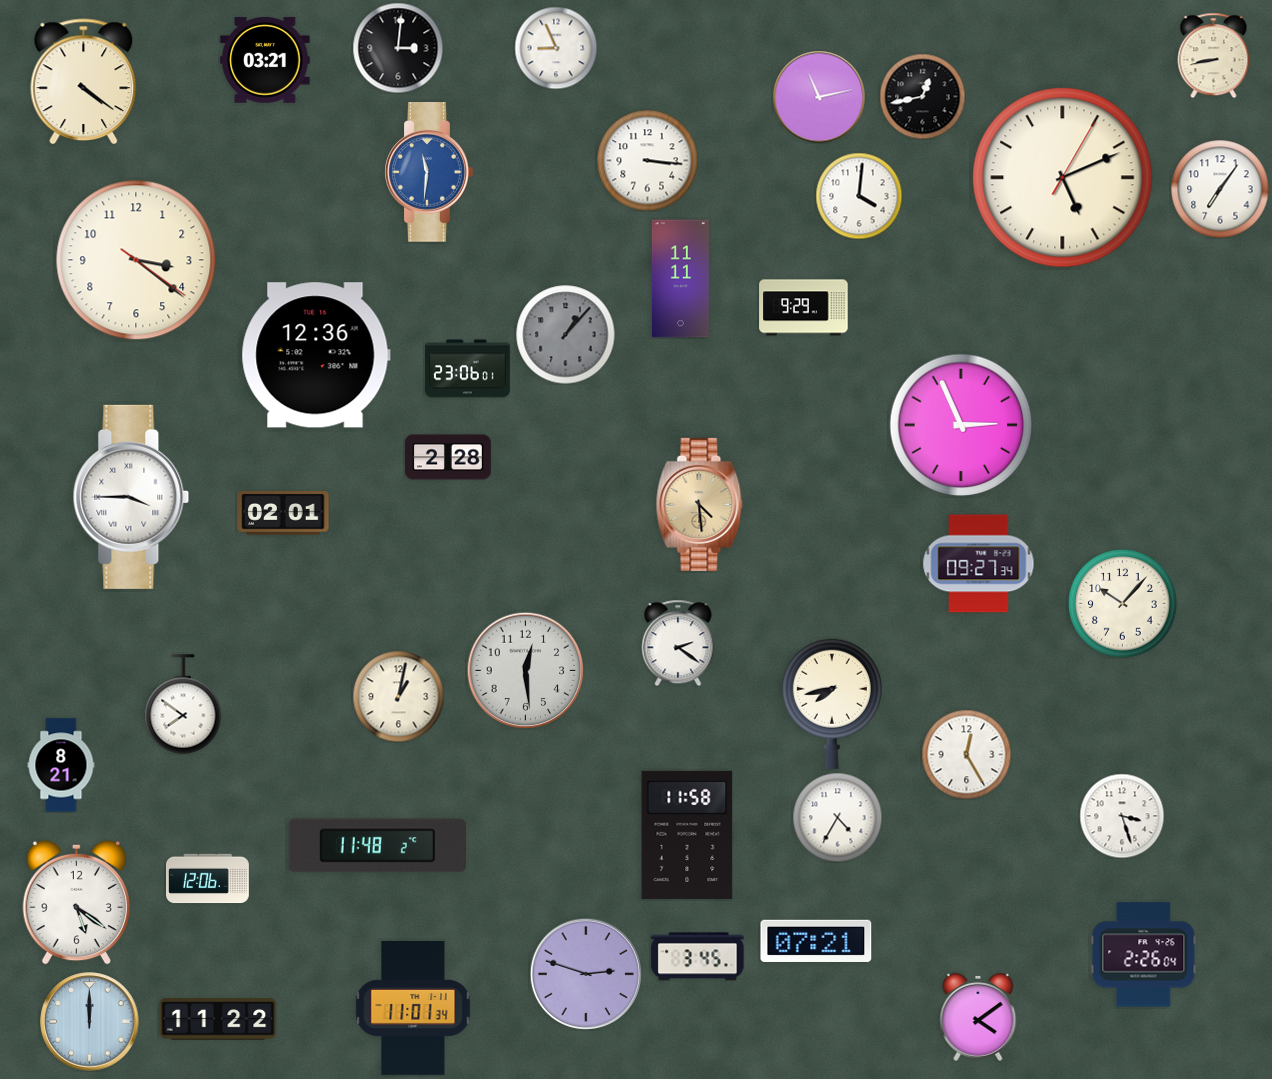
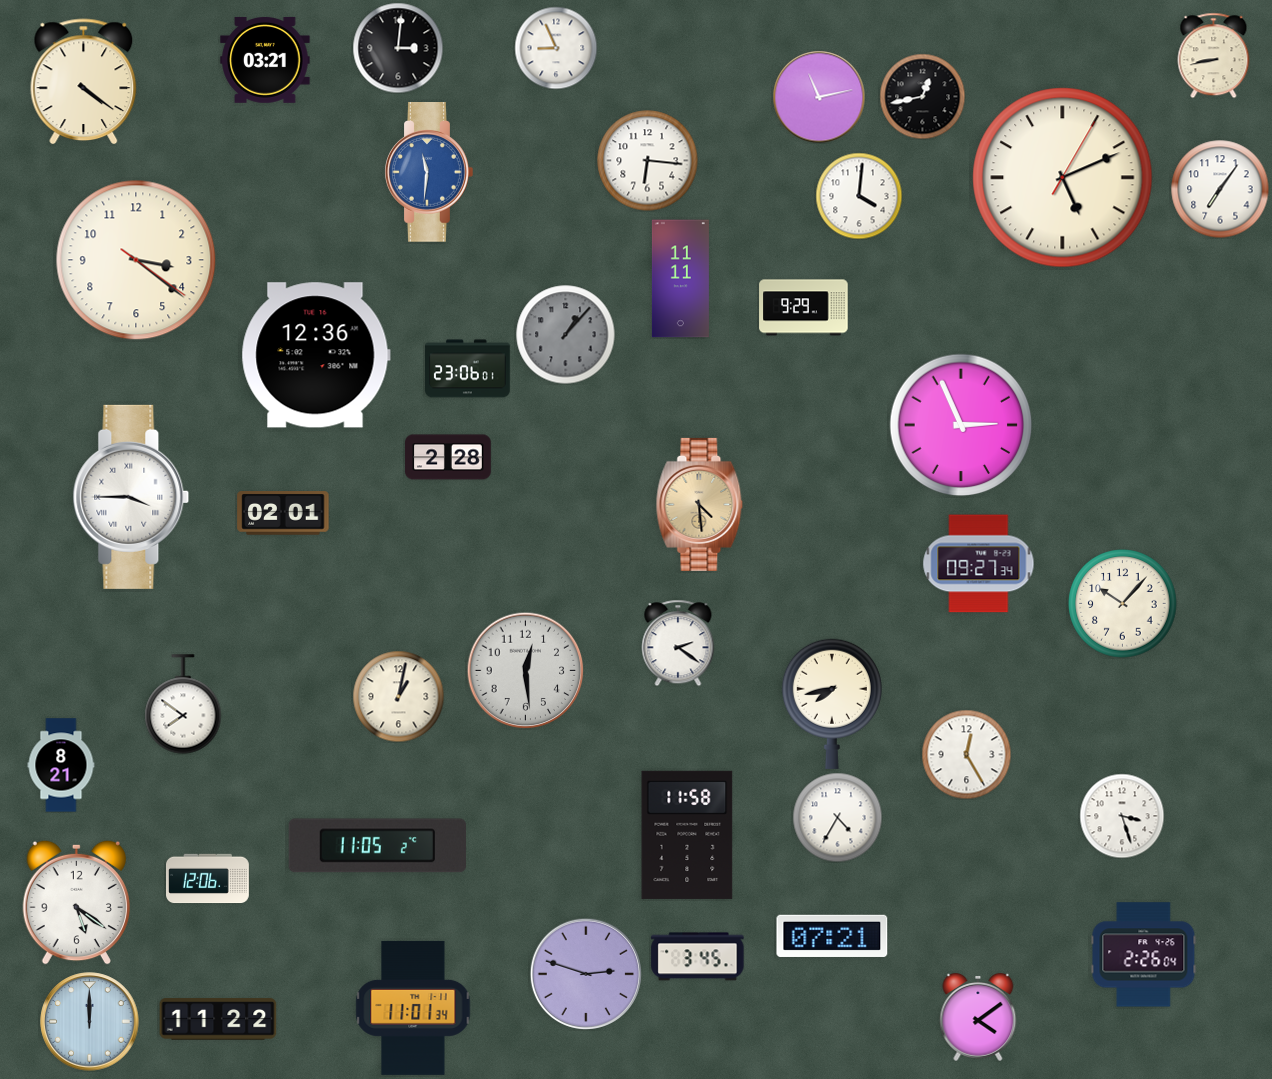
clock at (648, 161): 3:16 -> 6:16
clock at (377, 846): 11:48 -> 11:05
clock at (816, 941) position: (816, 941) -> (832, 936)
